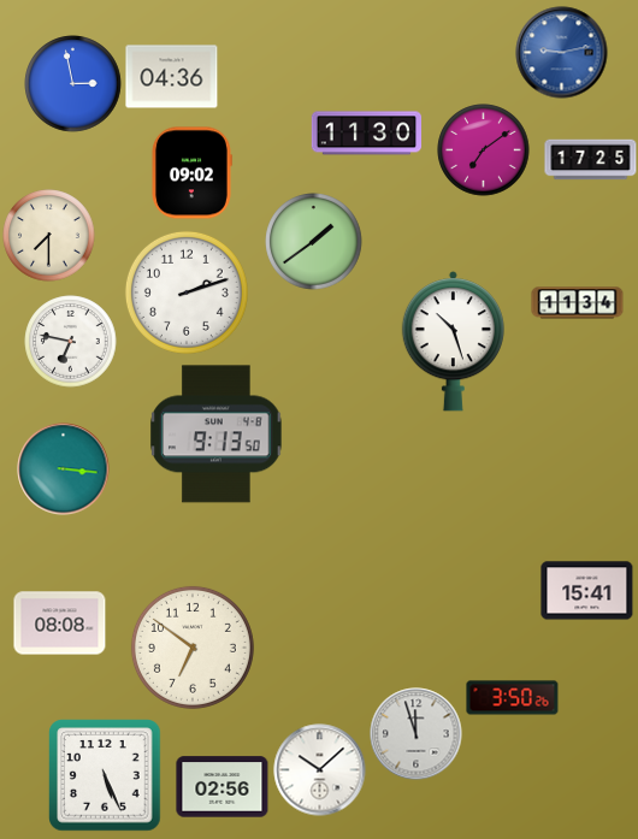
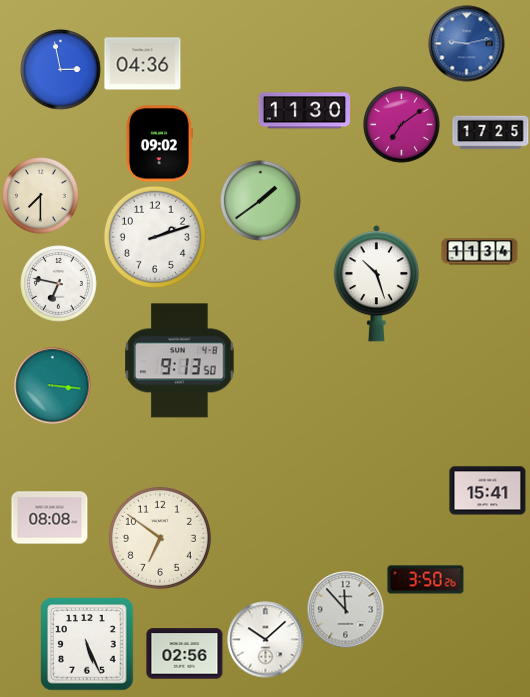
clock at (187, 293) position: (187, 293) -> (155, 237)
clock at (64, 469) position: (64, 469) -> (53, 386)
clock at (417, 734): 11:57 -> 11:53
